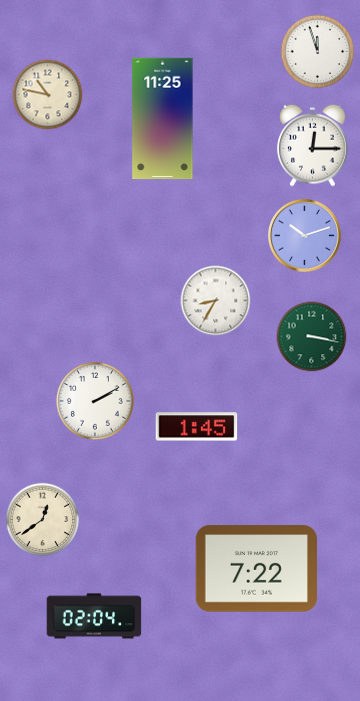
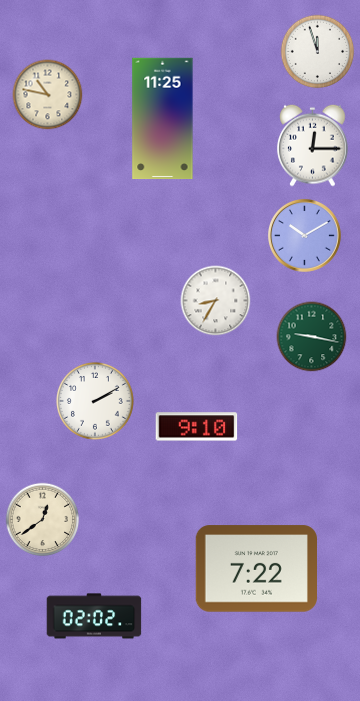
clock at (304, 235): 10:12 -> 10:10
clock at (312, 337): 3:17 -> 9:17
clock at (197, 427): 1:45 -> 9:10
clock at (94, 616): 02:04 -> 02:02
